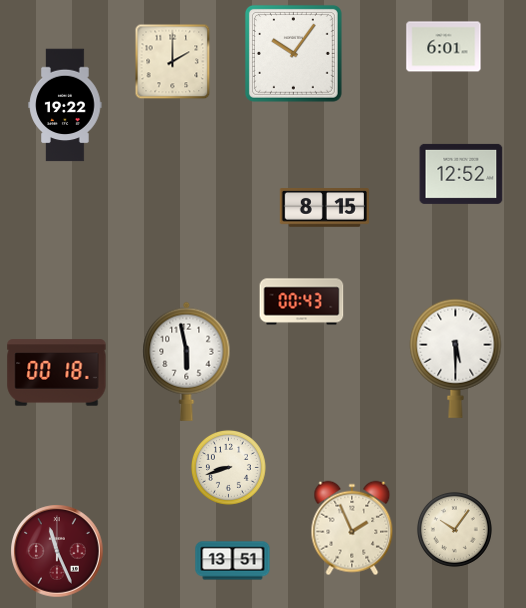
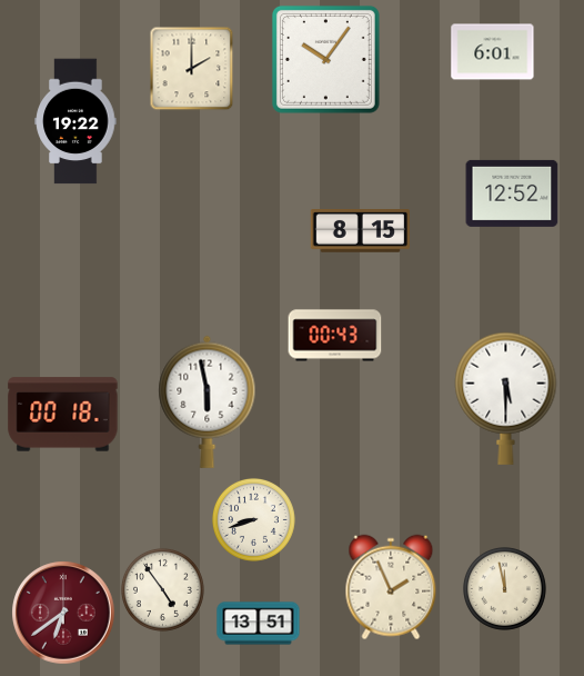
clock at (65, 105) position: (65, 105) -> (75, 121)
clock at (454, 529): 10:06 -> 11:58
clock at (162, 589): none -> 4:54
clock at (57, 551): 11:26 -> 6:39
